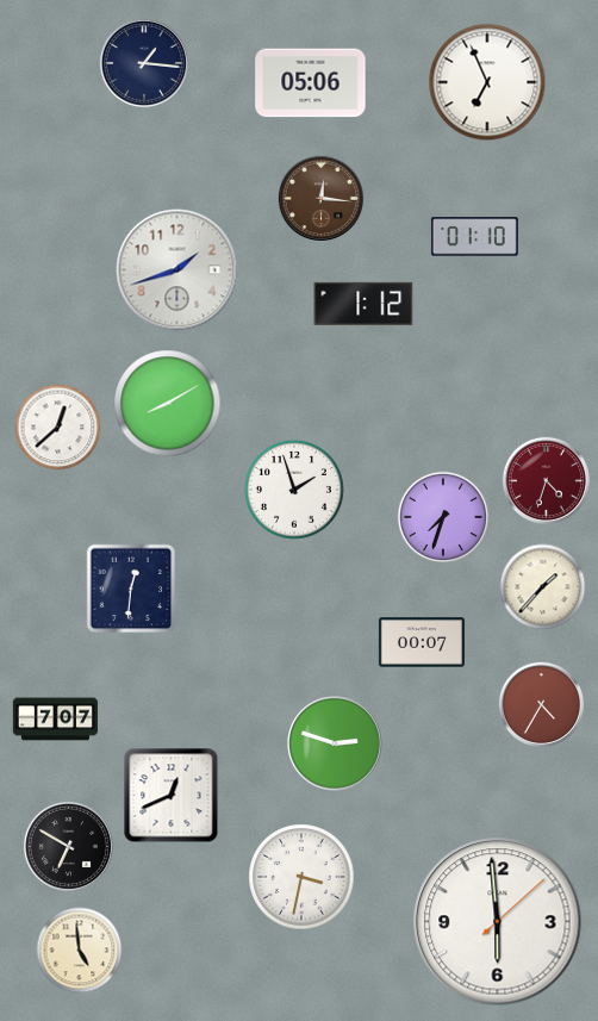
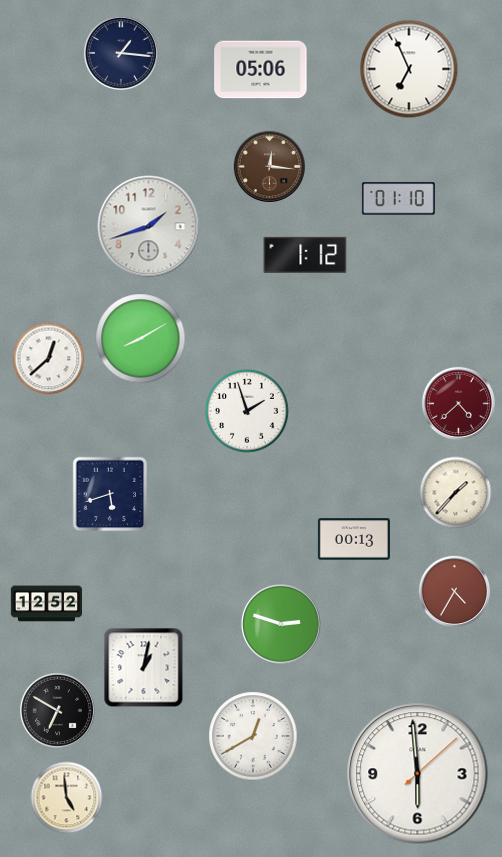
clock at (546, 480): 4:33 -> 4:38
clock at (443, 517): 7:33 -> none
clock at (131, 589): 12:31 -> 5:42
clock at (422, 642): 00:07 -> 00:13
clock at (55, 720): 7:07 -> 12:52
clock at (172, 796): 12:41 -> 1:02
clock at (301, 877): 3:32 -> 12:40
